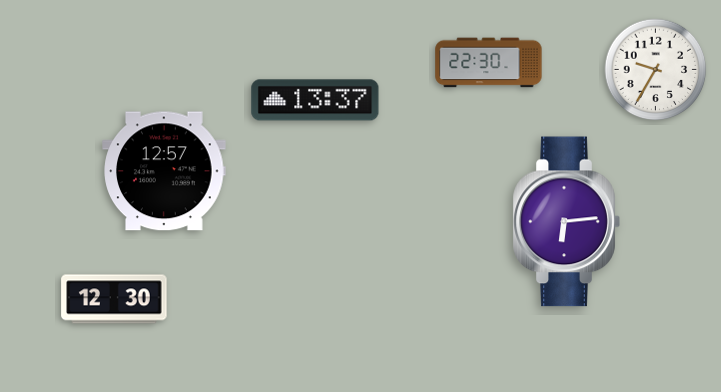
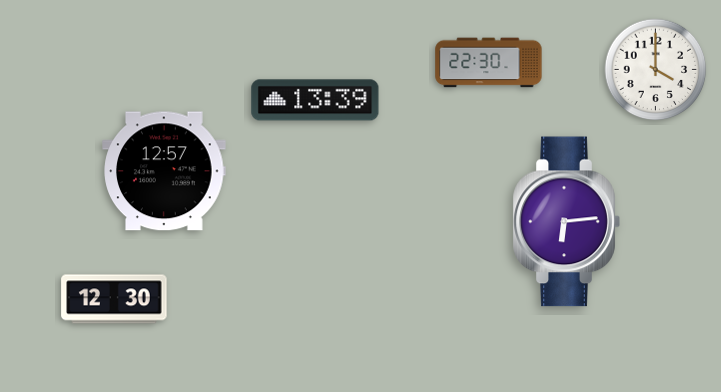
clock at (656, 70): 9:35 -> 4:00
clock at (315, 100): 13:37 -> 13:39
